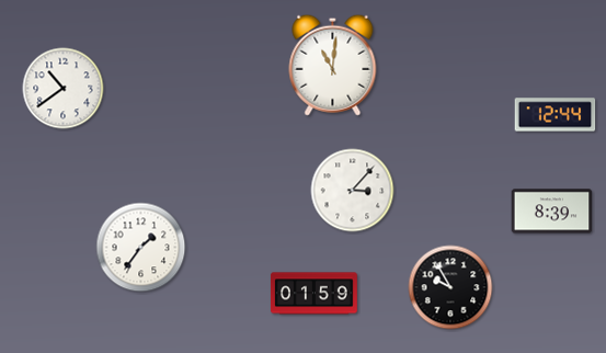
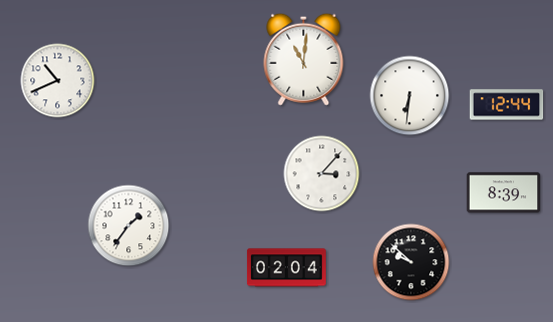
clock at (64, 89): 10:39 -> 10:41
clock at (410, 96): none -> 6:31
clock at (450, 287): 9:55 -> 9:52
clock at (313, 294): 01:59 -> 02:04
